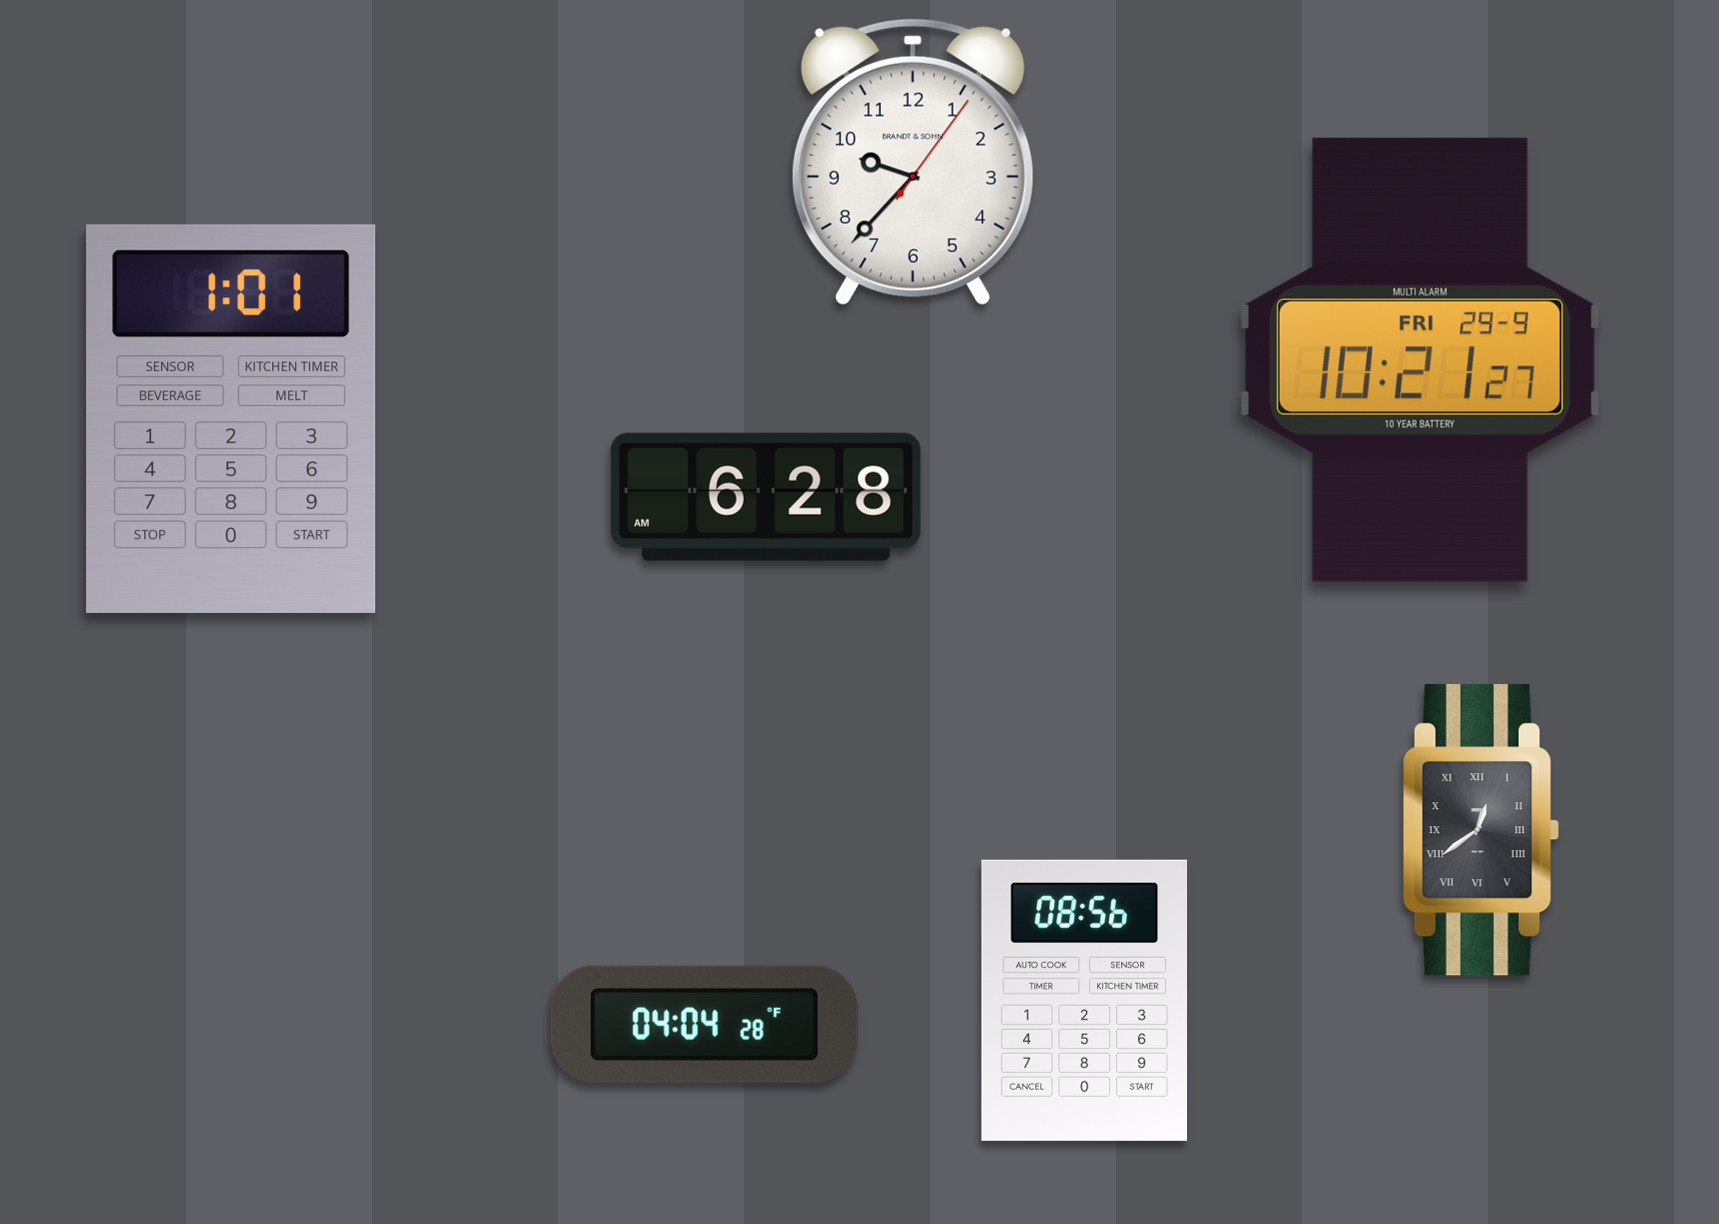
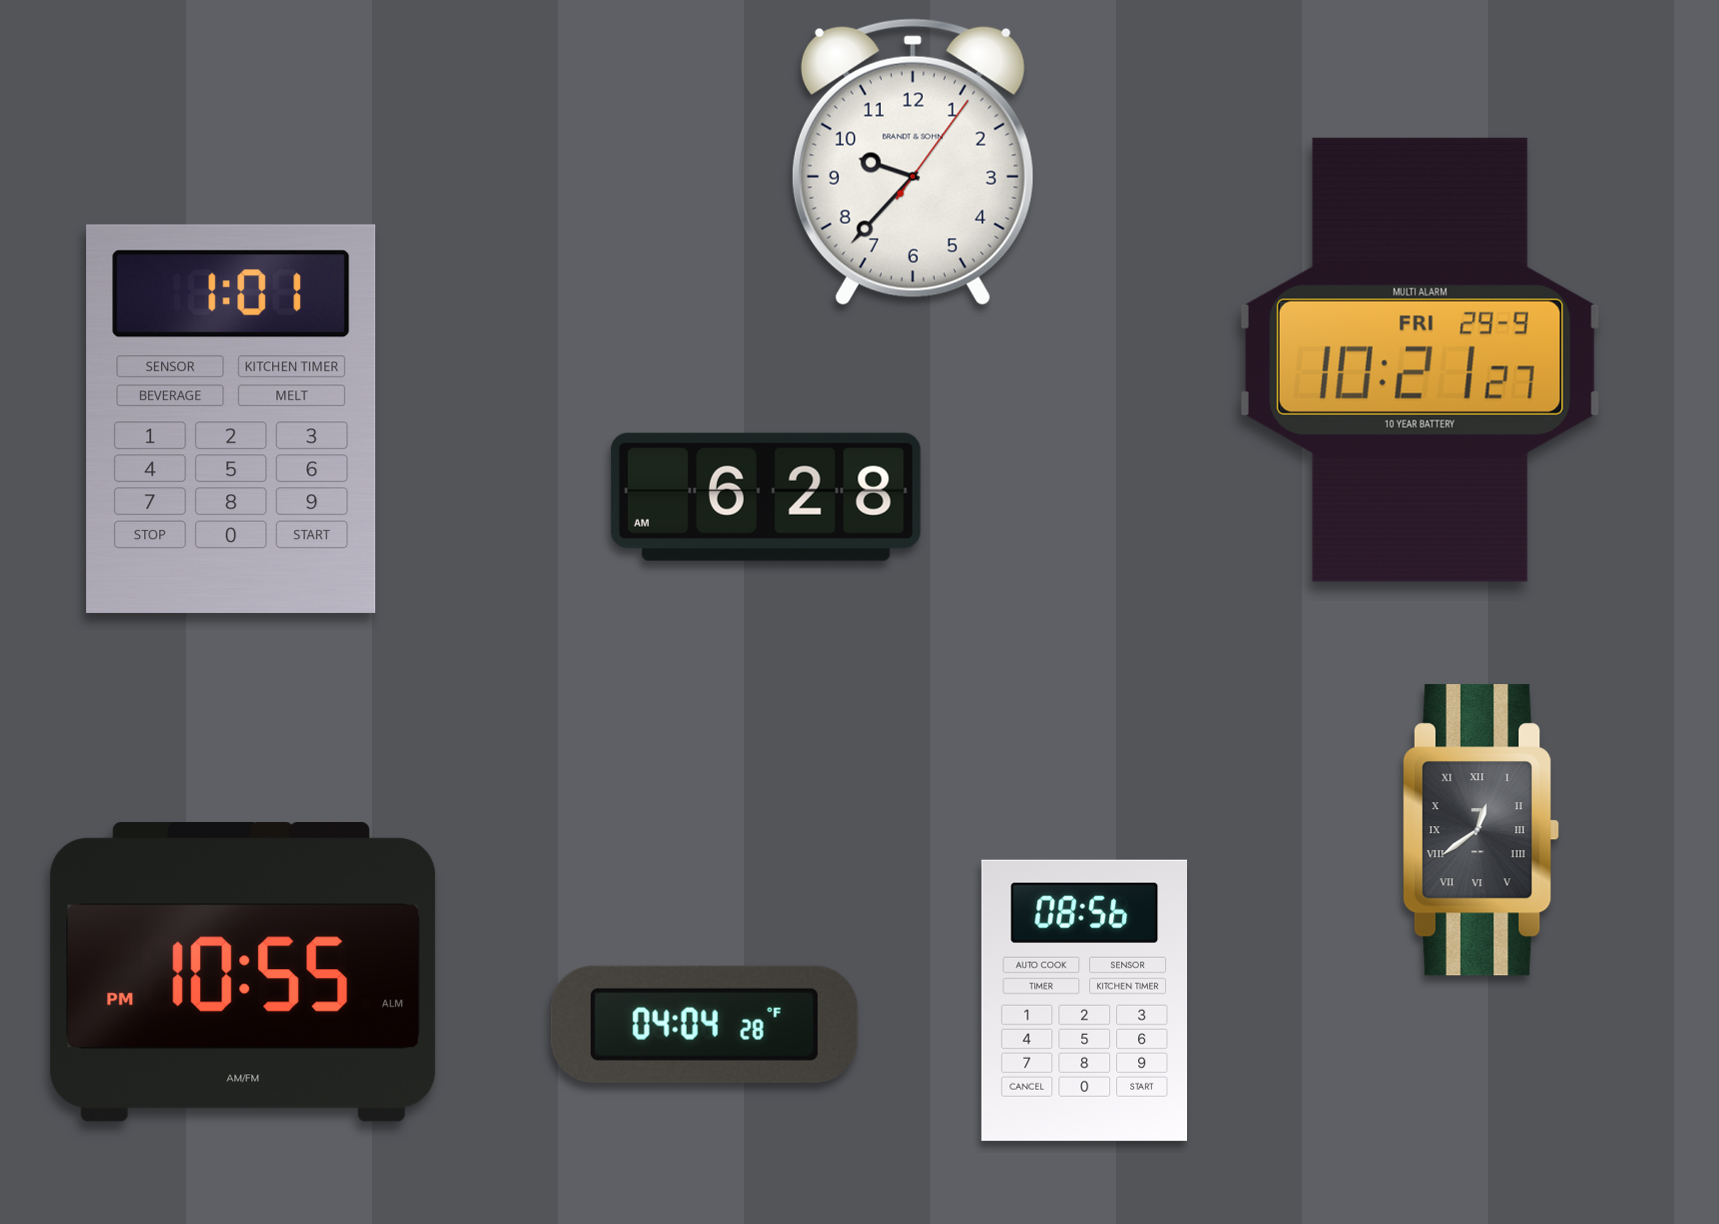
clock at (243, 973): none -> 10:55
